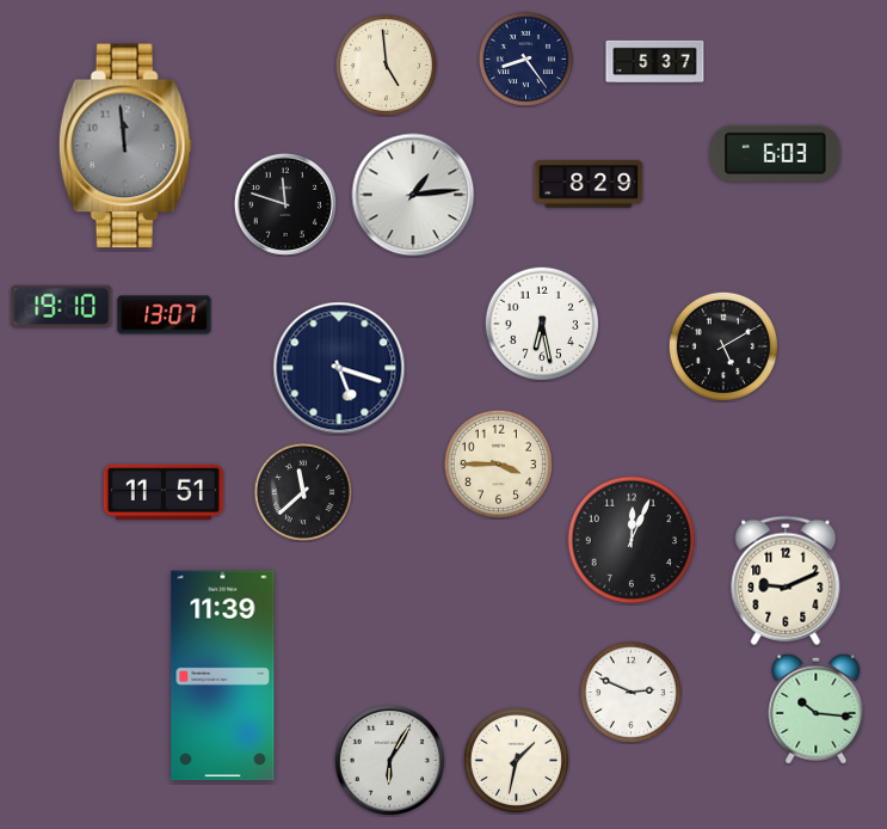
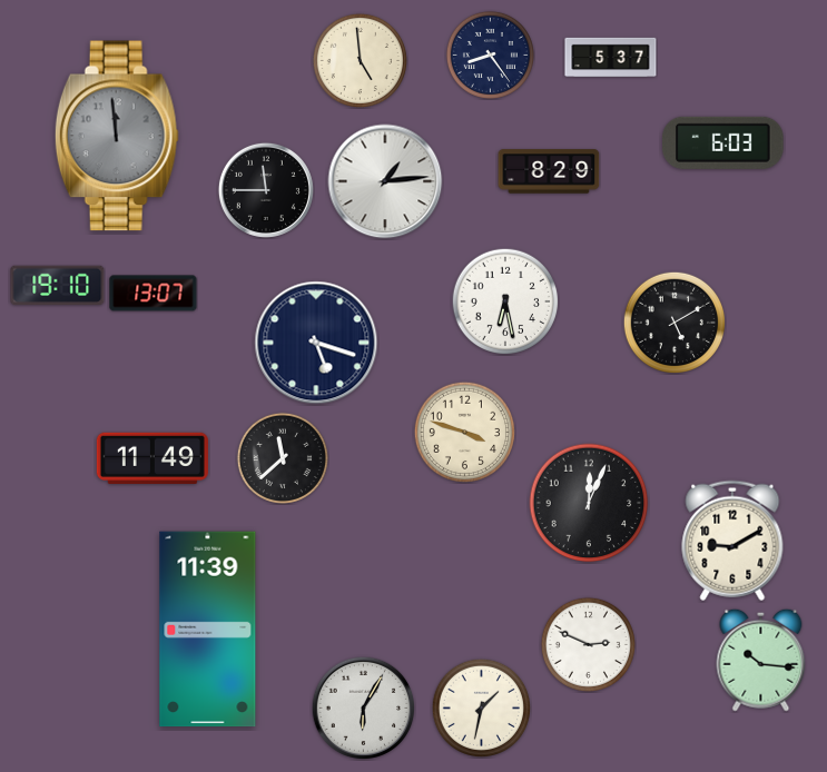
clock at (285, 204): 11:48 -> 11:45
clock at (498, 463): 3:45 -> 3:48
clock at (164, 492): 11:51 -> 11:49
clock at (786, 581): 9:11 -> 9:10
